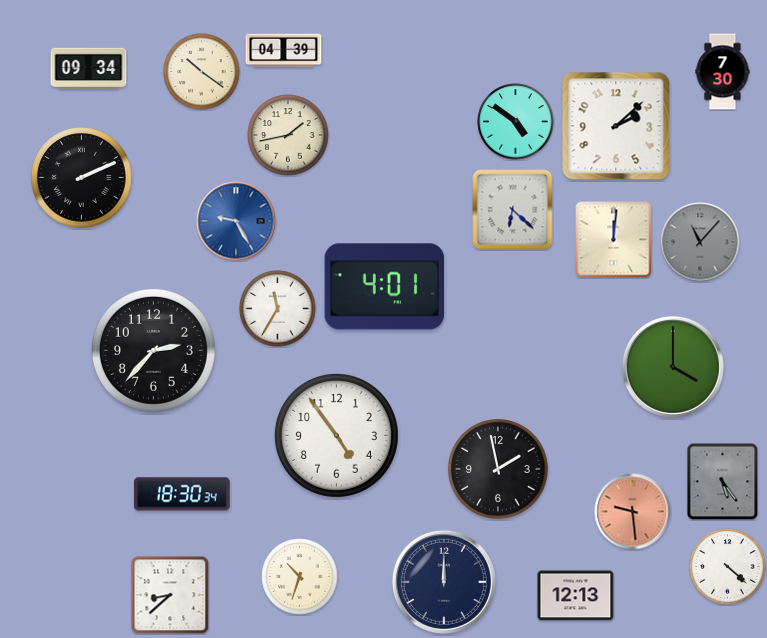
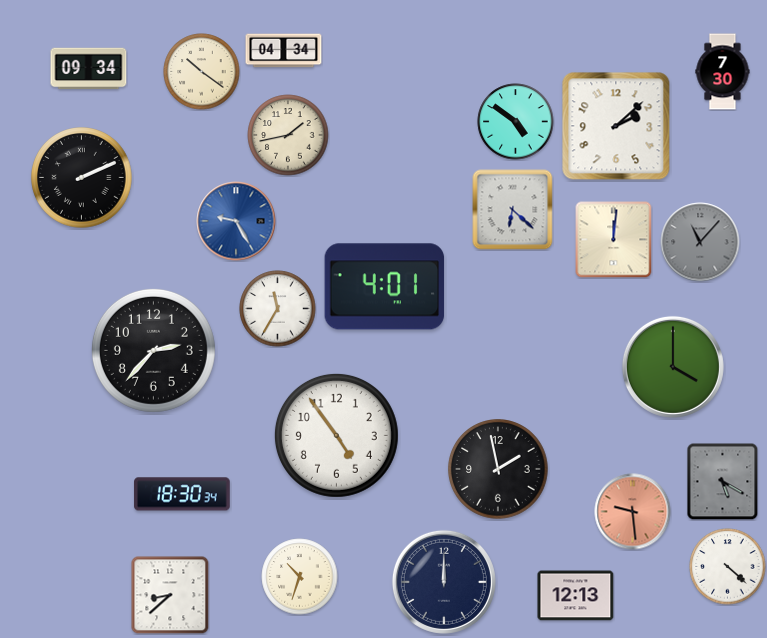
clock at (284, 51): 04:39 -> 04:34
clock at (723, 481): 5:24 -> 5:20
